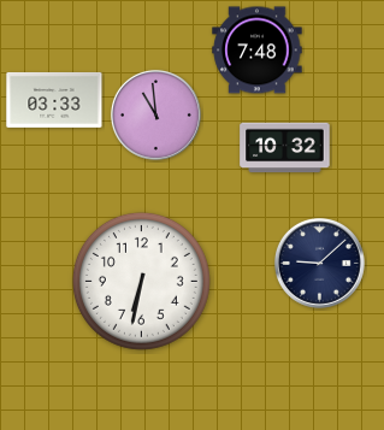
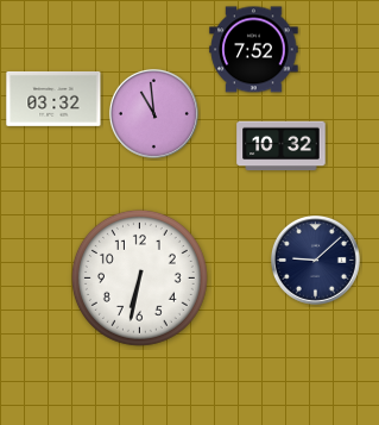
clock at (258, 51): 7:48 -> 7:52
clock at (54, 100): 03:33 -> 03:32
